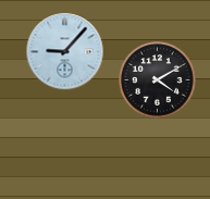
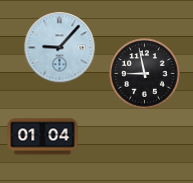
clock at (158, 80): 4:10 -> 8:58
clock at (43, 137): none -> 01:04
